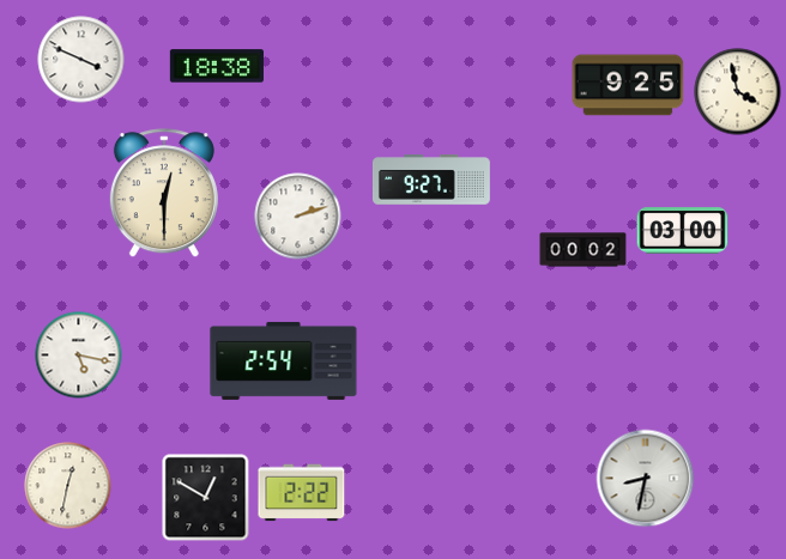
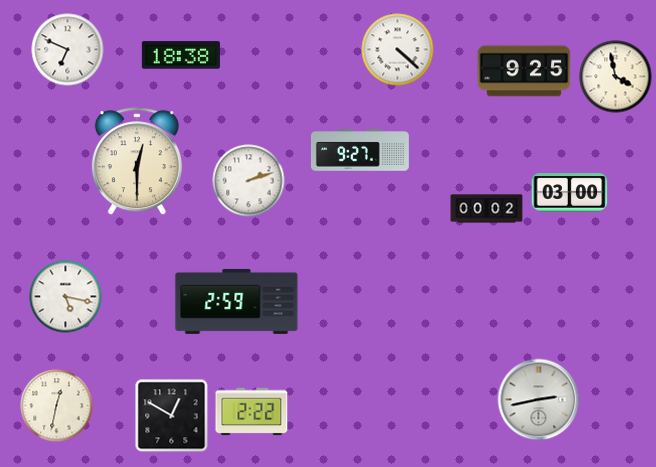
clock at (81, 60): 3:49 -> 6:49
clock at (398, 50): none -> 4:22
clock at (284, 360): 2:54 -> 2:59
clock at (646, 479): 8:32 -> 2:43
